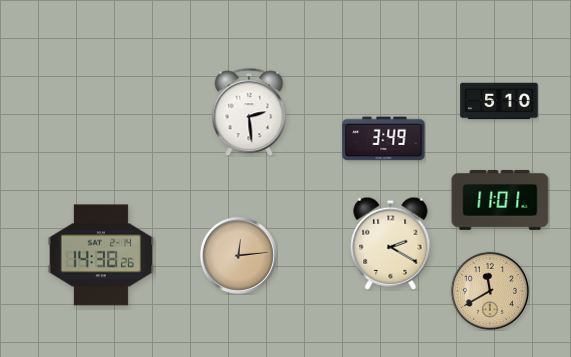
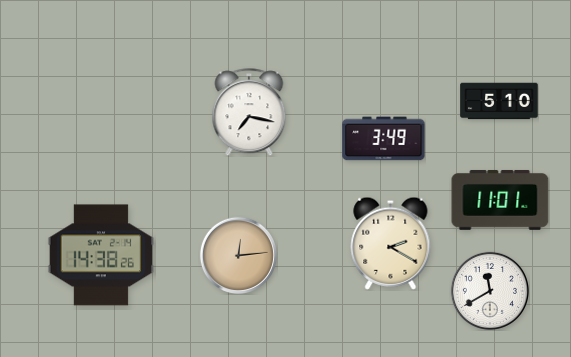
clock at (249, 112): 2:29 -> 7:17
clock at (489, 290) dial: champagne -> white
